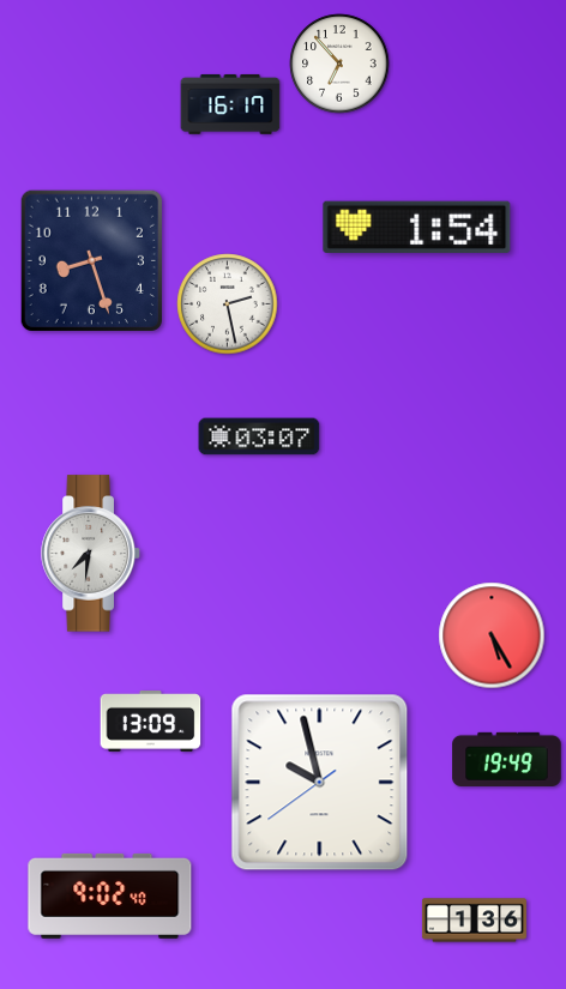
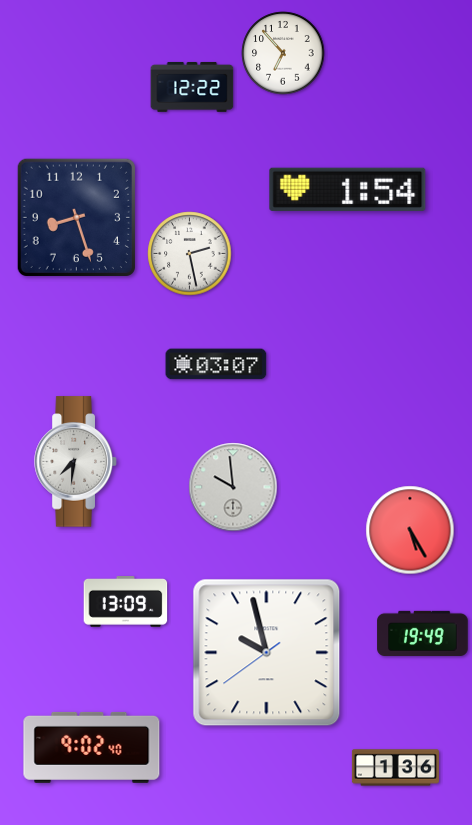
clock at (230, 104): 16:17 -> 12:22
clock at (233, 487): none -> 9:59
